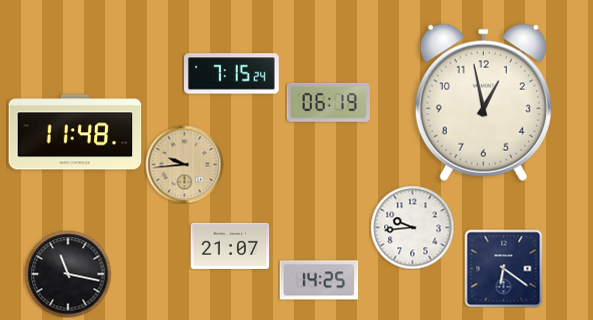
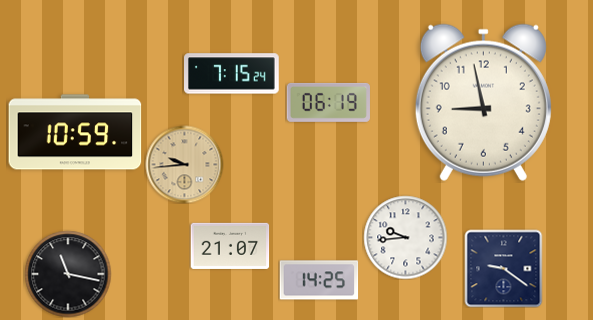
clock at (483, 102): 12:58 -> 8:58
clock at (75, 132): 11:48 -> 10:59
clock at (412, 227) position: (412, 227) -> (405, 237)
clock at (503, 268): 6:21 -> 9:21
